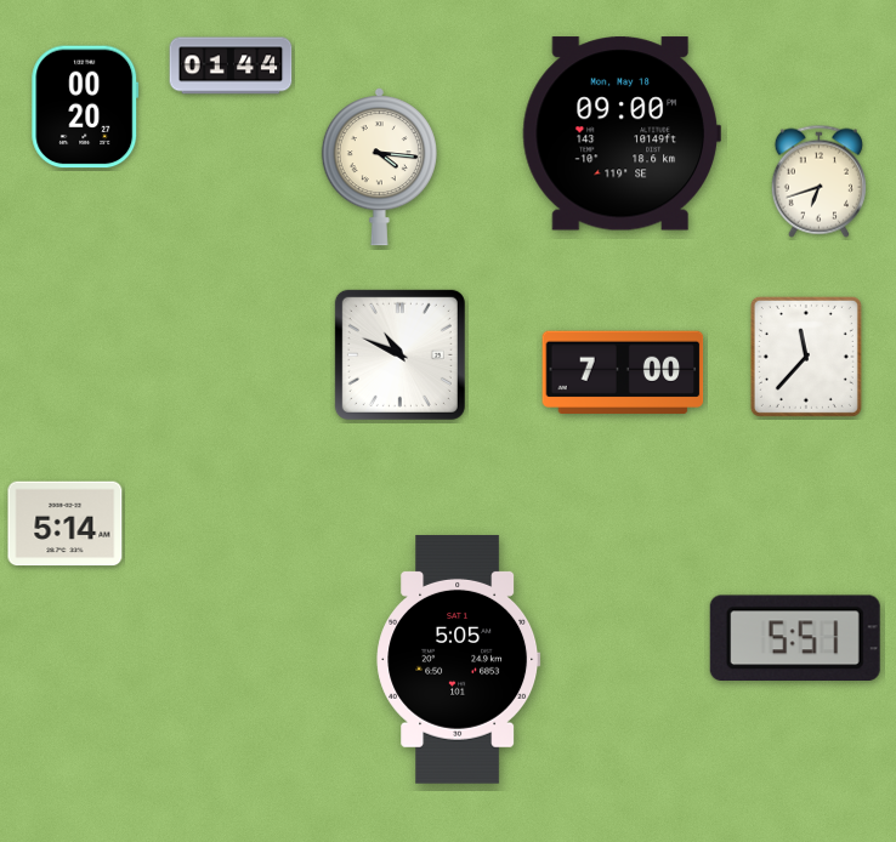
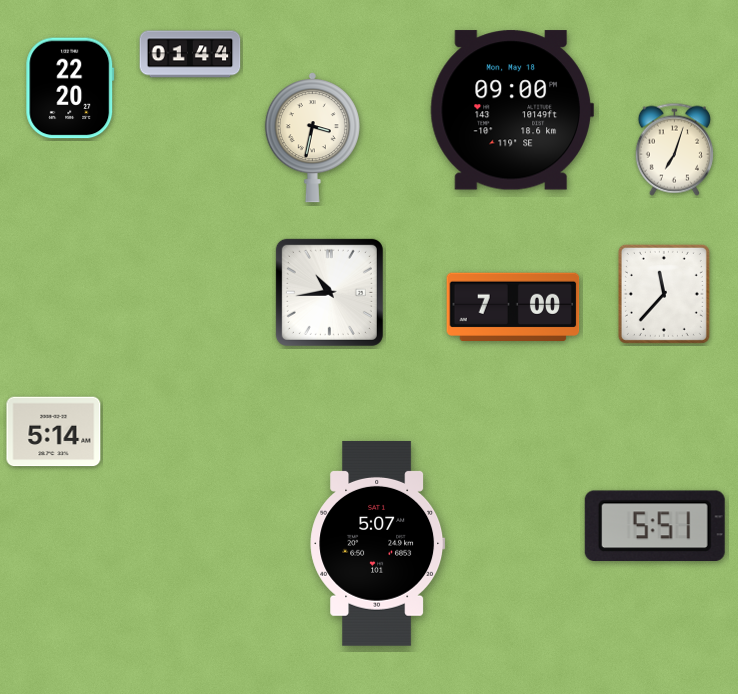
clock at (85, 107): 00:20 -> 22:20
clock at (379, 167): 4:16 -> 3:32
clock at (818, 181): 6:42 -> 7:03
clock at (399, 354): 10:49 -> 10:44
clock at (459, 659): 5:05 -> 5:07
